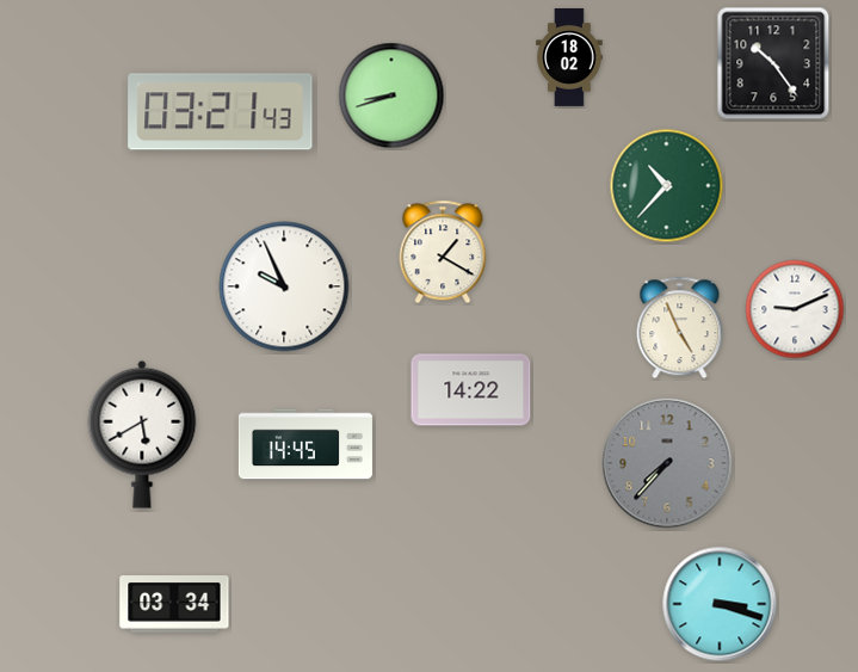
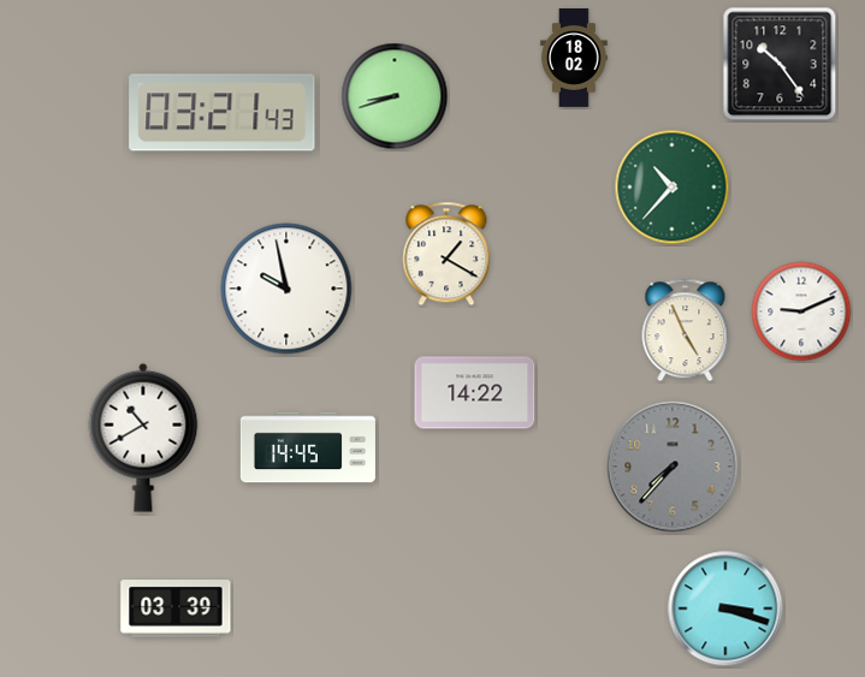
clock at (284, 286): 9:56 -> 9:58
clock at (142, 434): 5:40 -> 10:40
clock at (174, 605): 03:34 -> 03:39
